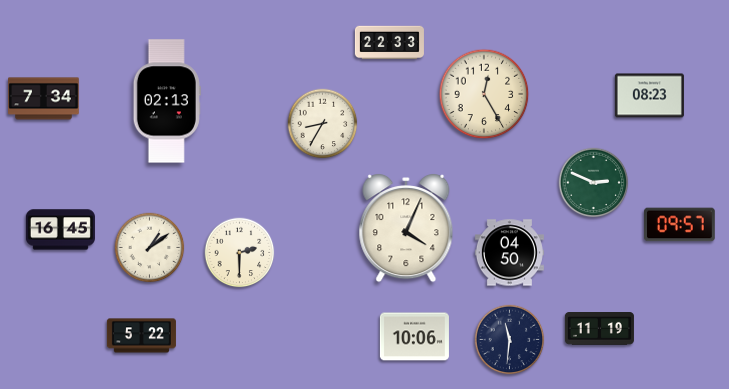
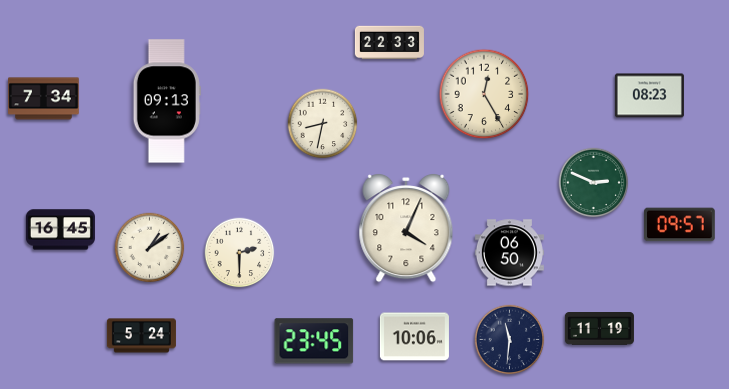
clock at (167, 101): 02:13 -> 09:13
clock at (323, 124): 8:35 -> 8:32
clock at (509, 253): 04:50 -> 06:50
clock at (141, 336): 5:22 -> 5:24
clock at (314, 341): none -> 23:45
